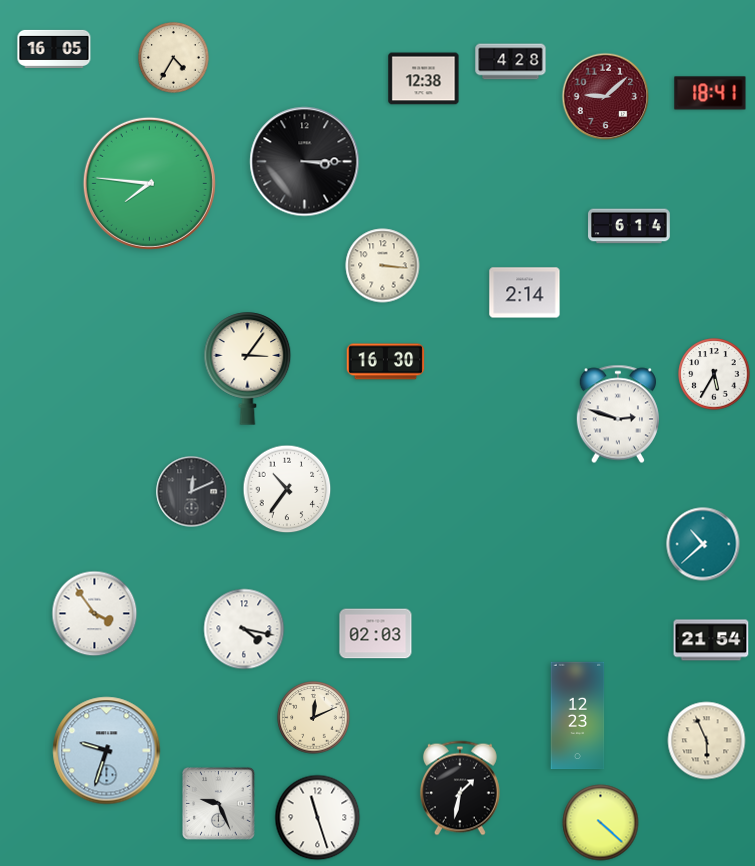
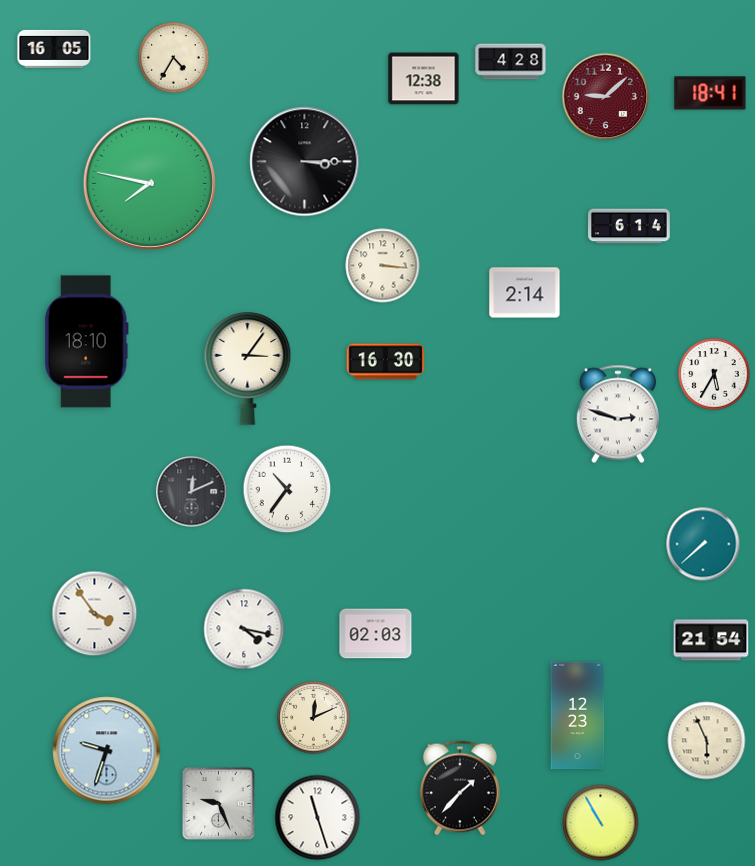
clock at (149, 183): 7:46 -> 7:47
clock at (86, 342): none -> 18:10
clock at (703, 544): 10:38 -> 7:38
clock at (460, 788): 1:32 -> 1:37
clock at (601, 823): 4:22 -> 10:55
